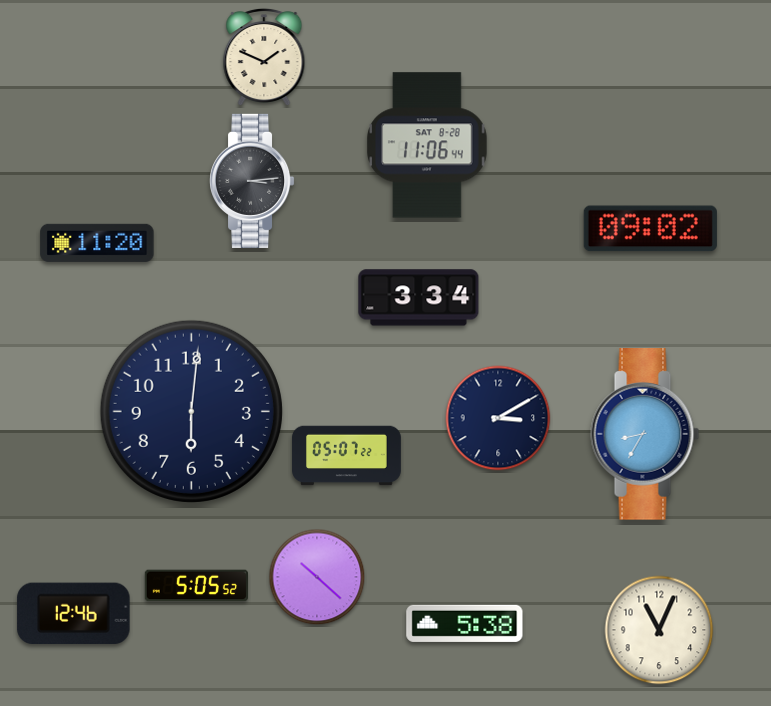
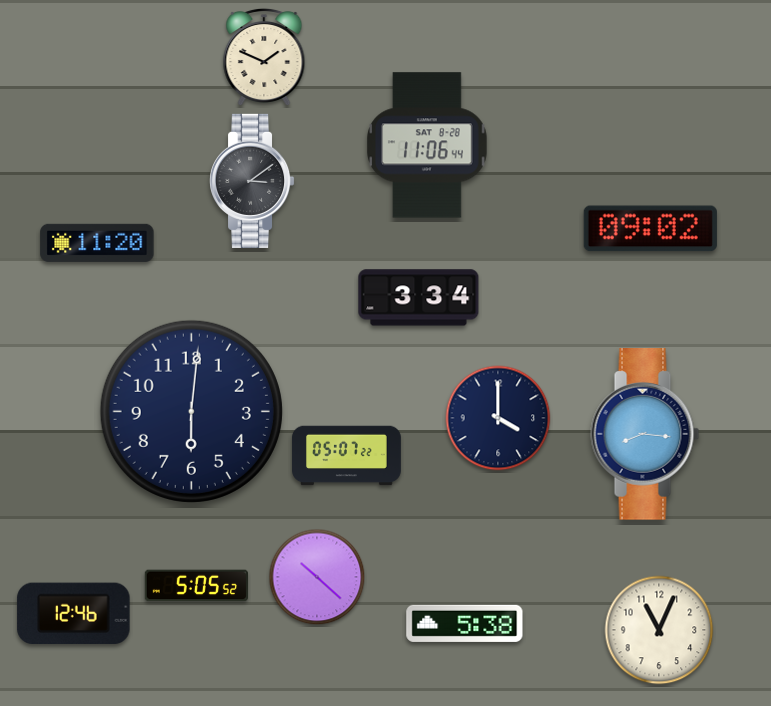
clock at (253, 181): 3:14 -> 3:09
clock at (498, 418): 3:10 -> 4:00
clock at (645, 435): 8:35 -> 8:16
